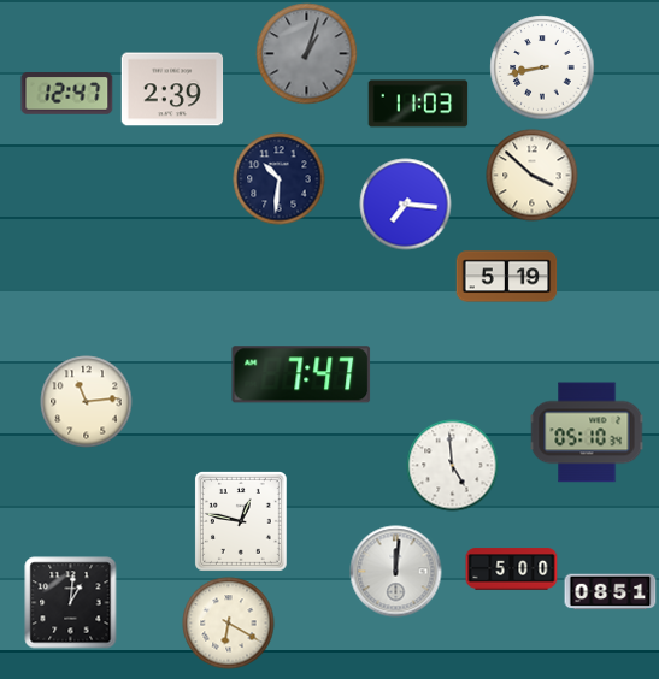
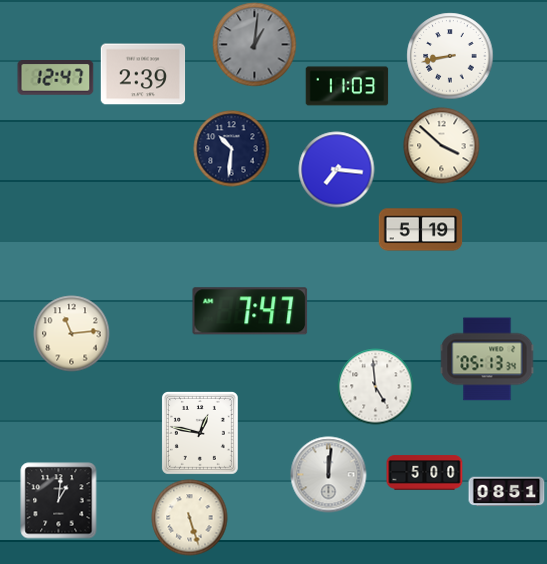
clock at (307, 54): 1:03 -> 1:01
clock at (587, 432): 05:10 -> 05:13
clock at (229, 624): 6:20 -> 5:27
